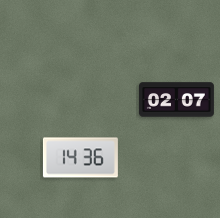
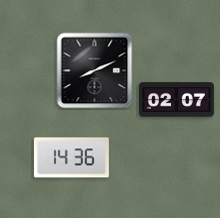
clock at (95, 71): none -> 8:11
clock at (80, 158) position: (80, 158) -> (71, 158)
